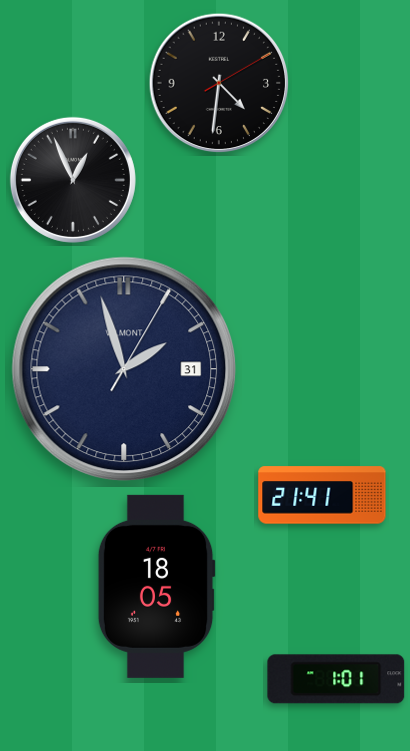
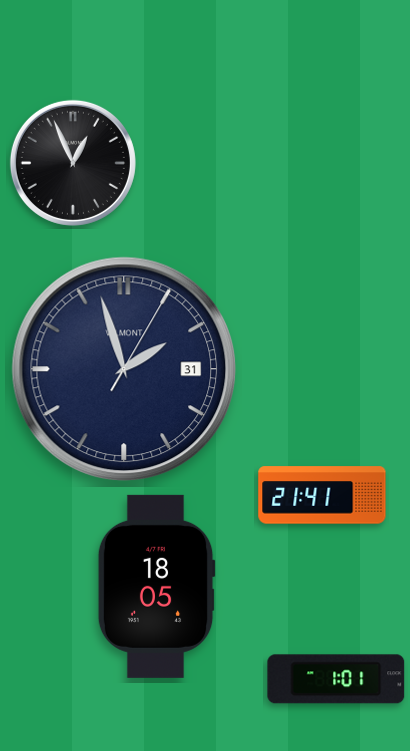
clock at (219, 83): 4:31 -> none
clock at (73, 180) position: (73, 180) -> (73, 163)
